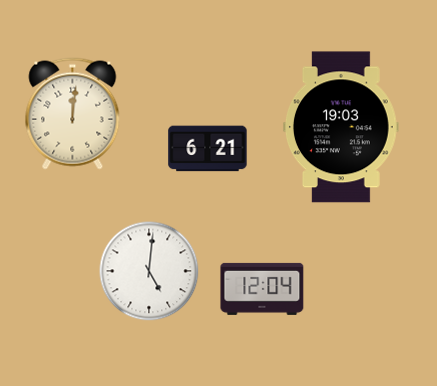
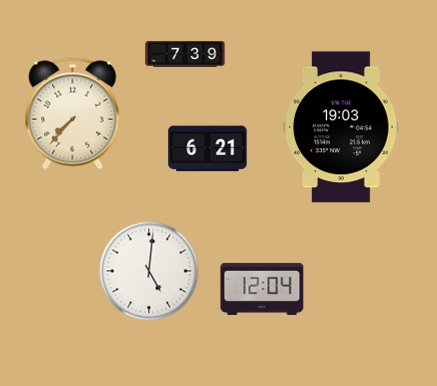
clock at (185, 54): none -> 7:39
clock at (73, 114): 12:01 -> 7:37
